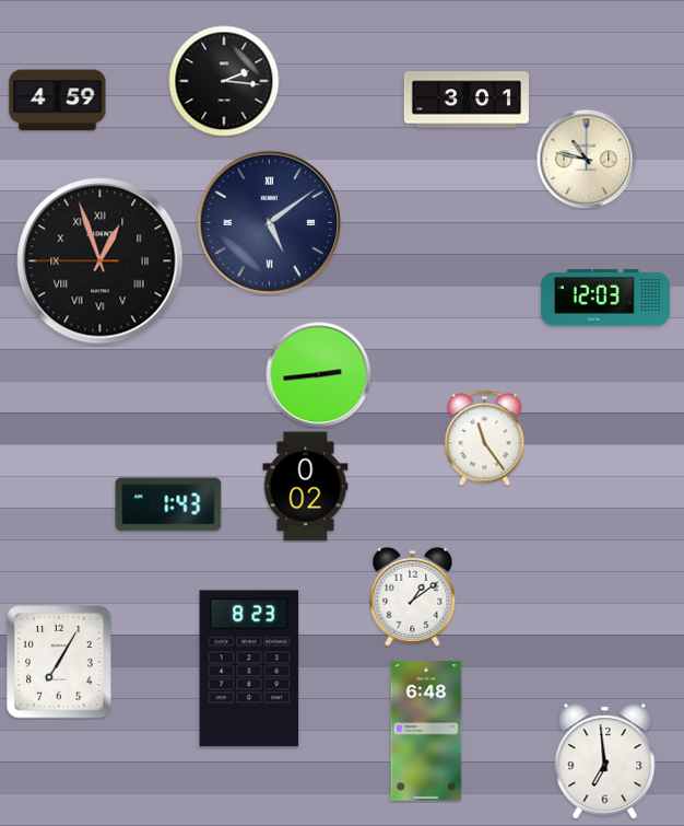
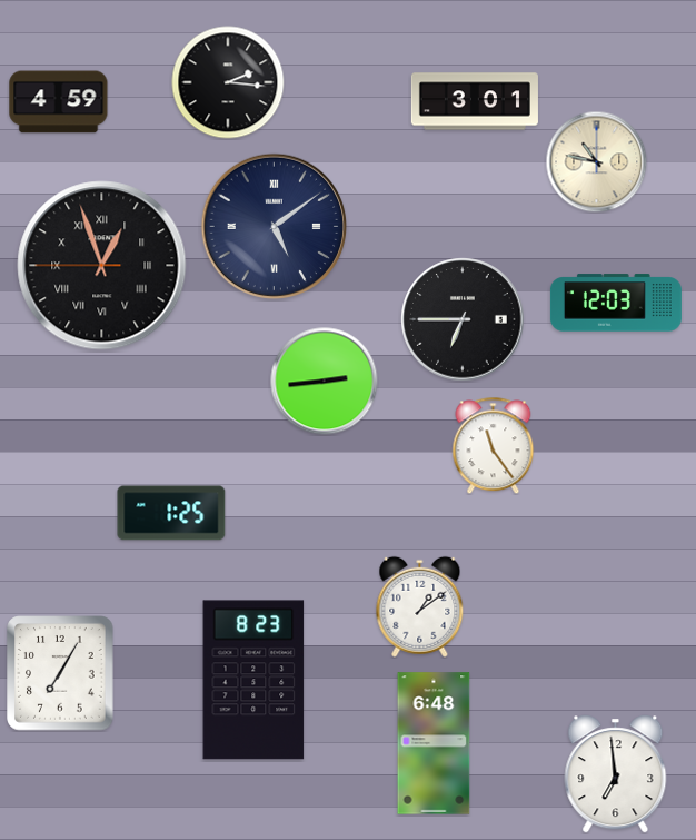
clock at (463, 319): none -> 6:45
clock at (306, 487): 0:02 -> none
clock at (168, 504): 1:43 -> 1:25
